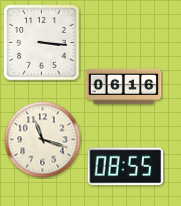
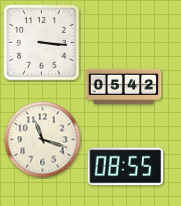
clock at (124, 87): 06:16 -> 05:42
